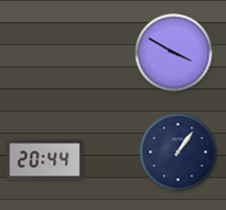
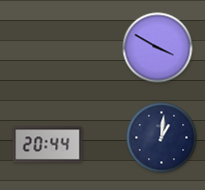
clock at (179, 153): 1:06 -> 1:01
clock at (45, 160) position: (45, 160) -> (48, 145)
